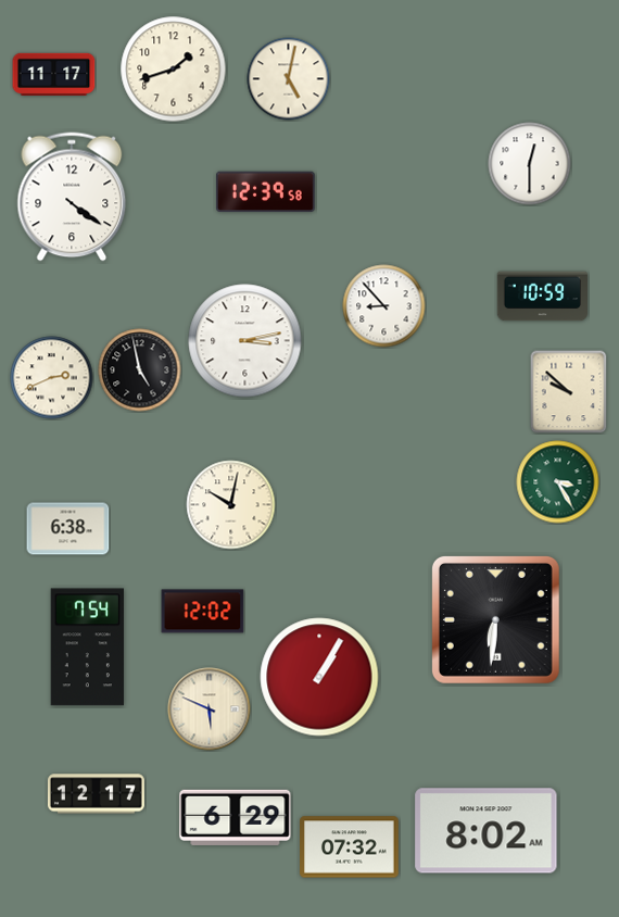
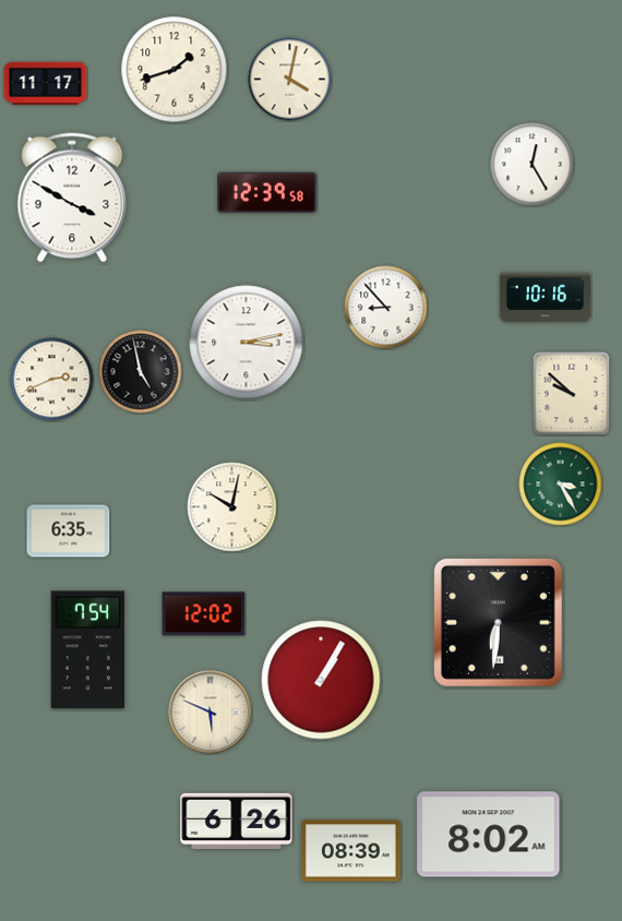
clock at (54, 74) position: (54, 74) -> (46, 83)
clock at (289, 79): 5:02 -> 4:02
clock at (530, 164): 12:30 -> 12:25
clock at (72, 197): 4:21 -> 3:50
clock at (542, 297): 10:59 -> 10:16
clock at (68, 529): 6:38 -> 6:35
clock at (96, 794): 12:17 -> none
clock at (236, 817): 6:29 -> 6:26
clock at (350, 847): 07:32 -> 08:39
